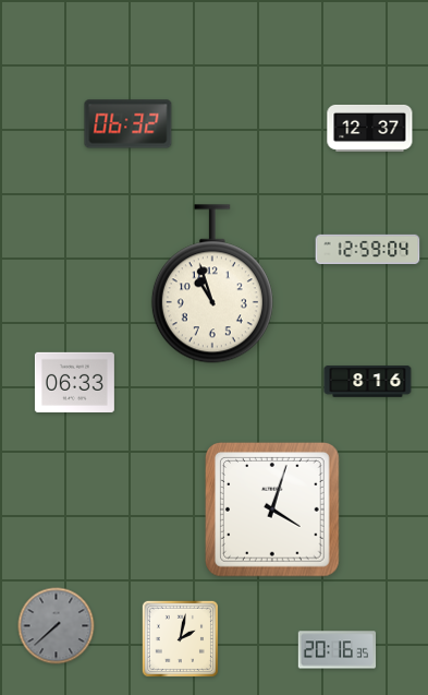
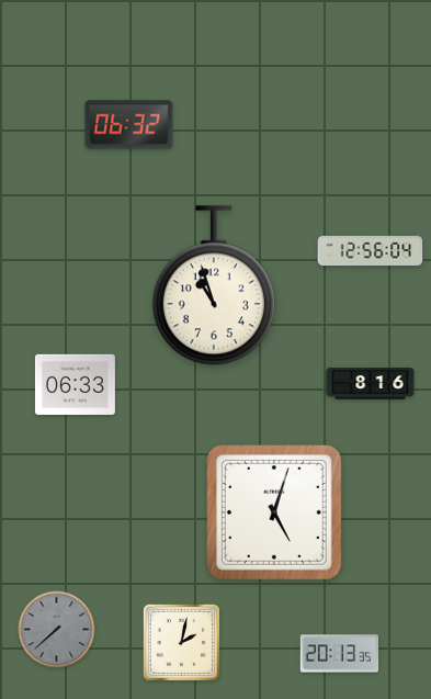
clock at (370, 128): 12:37 -> none
clock at (368, 249): 12:59 -> 12:56
clock at (273, 511): 4:03 -> 5:03
clock at (338, 650): 20:16 -> 20:13
